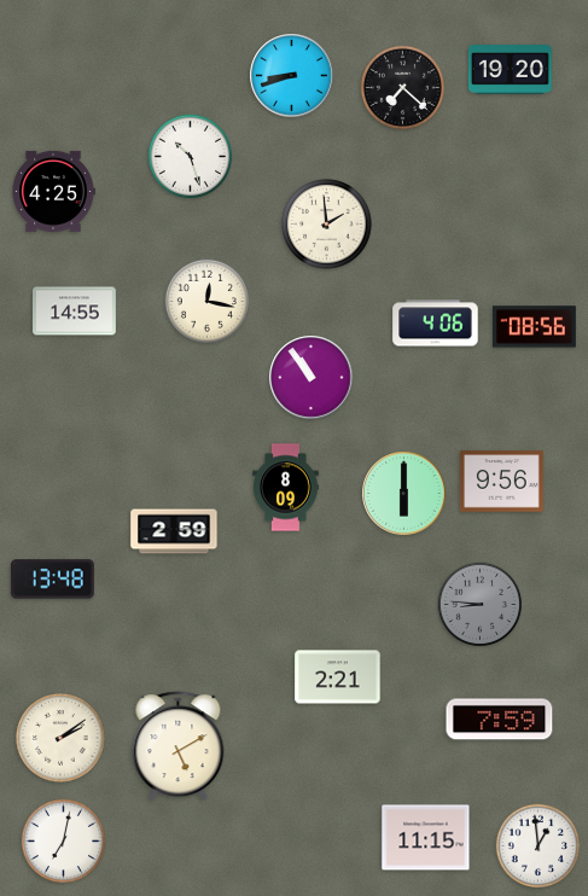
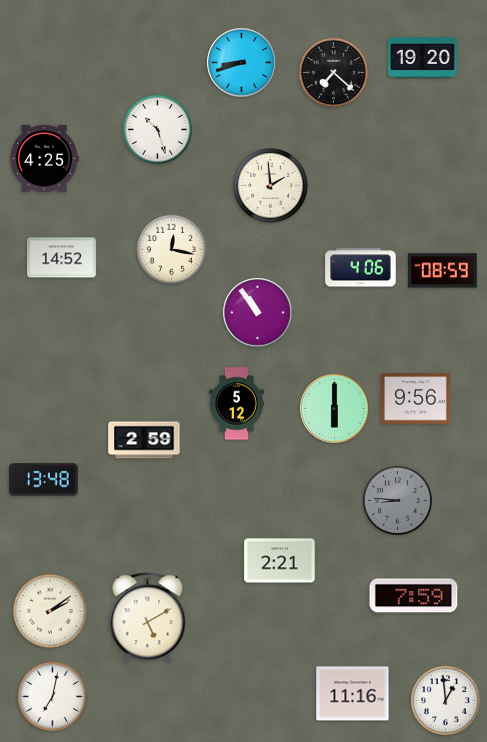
clock at (75, 312): 14:55 -> 14:52
clock at (534, 327): 08:56 -> 08:59
clock at (286, 488): 8:09 -> 5:12
clock at (426, 838): 11:15 -> 11:16
